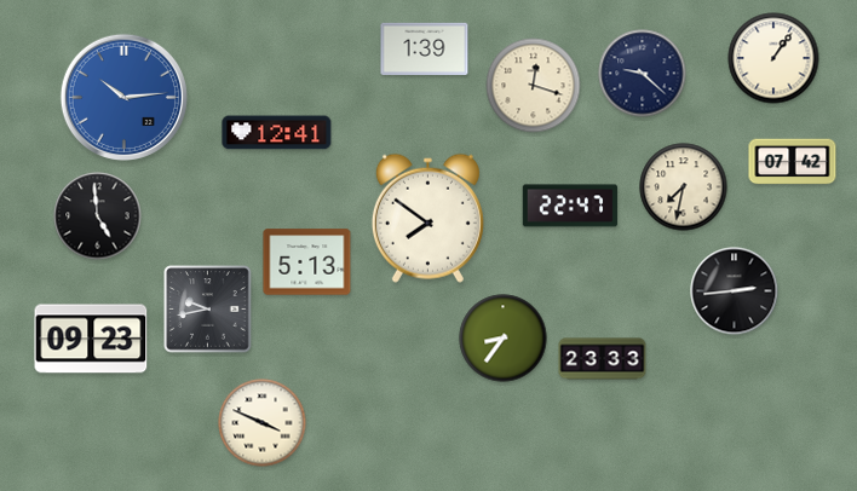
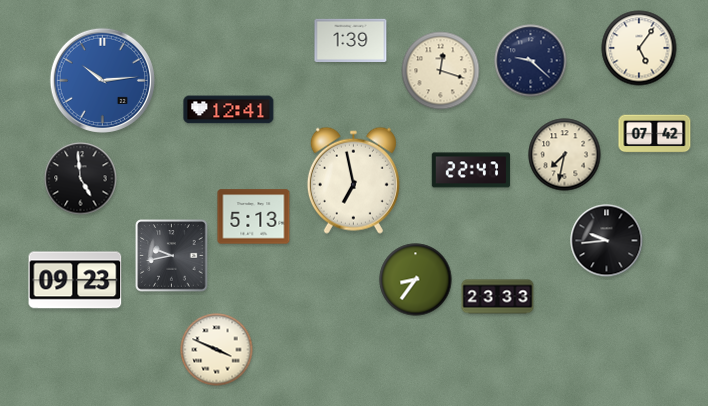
clock at (773, 58): 1:06 -> 5:06
clock at (427, 218): 7:51 -> 6:58
clock at (735, 291): 2:44 -> 9:44
